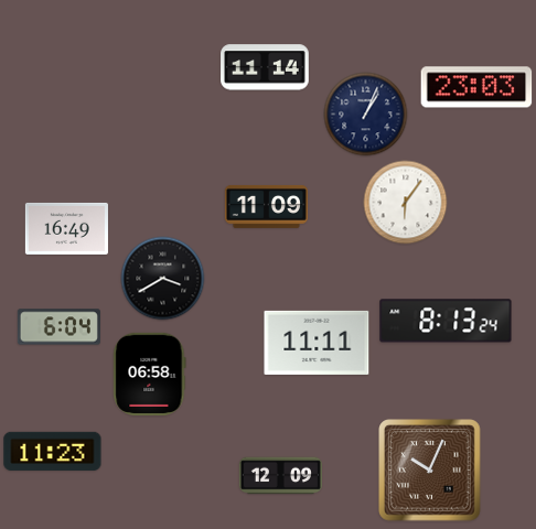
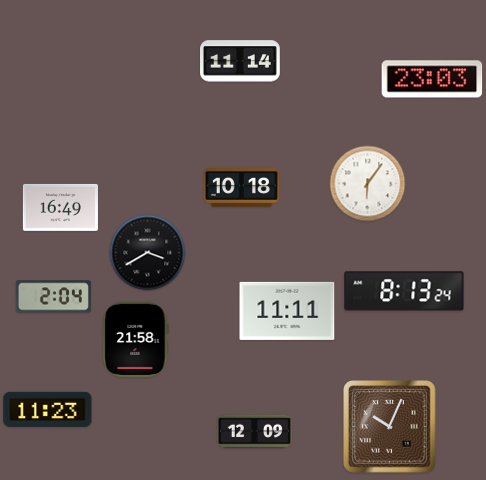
clock at (366, 115): 1:04 -> none
clock at (266, 206): 11:09 -> 10:18
clock at (58, 327): 6:04 -> 2:04
clock at (150, 374): 06:58 -> 21:58
